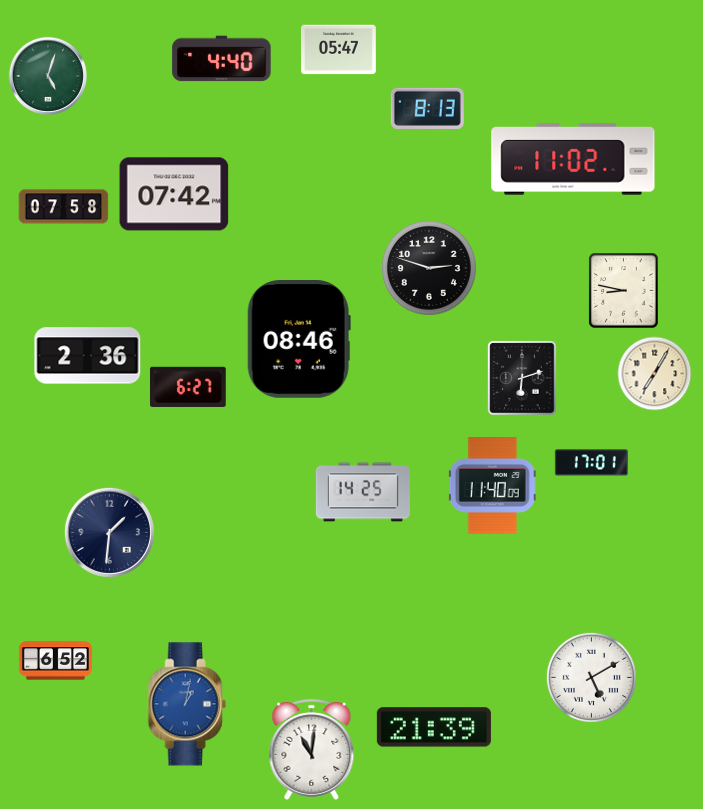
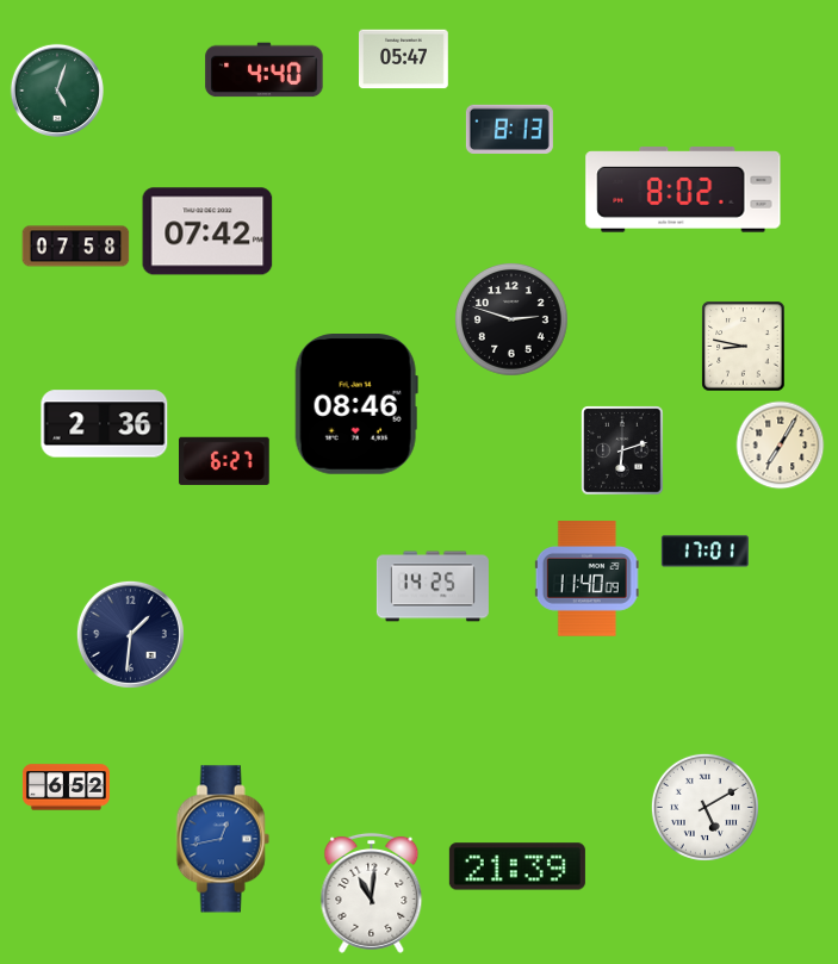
clock at (573, 159): 11:02 -> 8:02
clock at (187, 704): 1:02 -> 12:43
